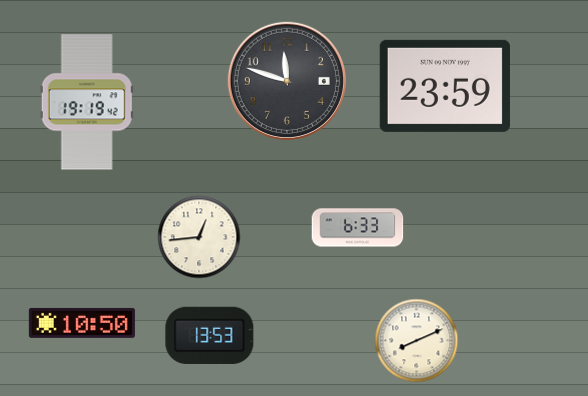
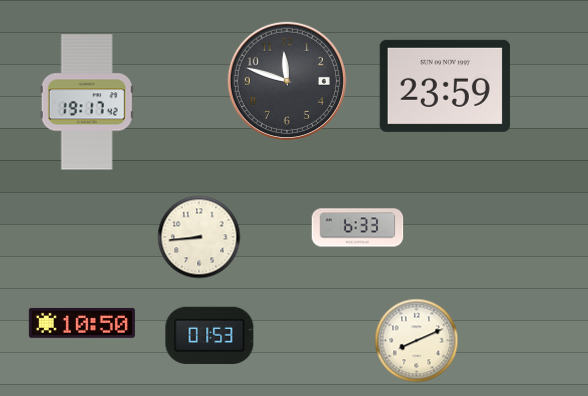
clock at (87, 102): 19:19 -> 19:17
clock at (199, 237): 12:44 -> 8:44
clock at (210, 335): 13:53 -> 01:53
